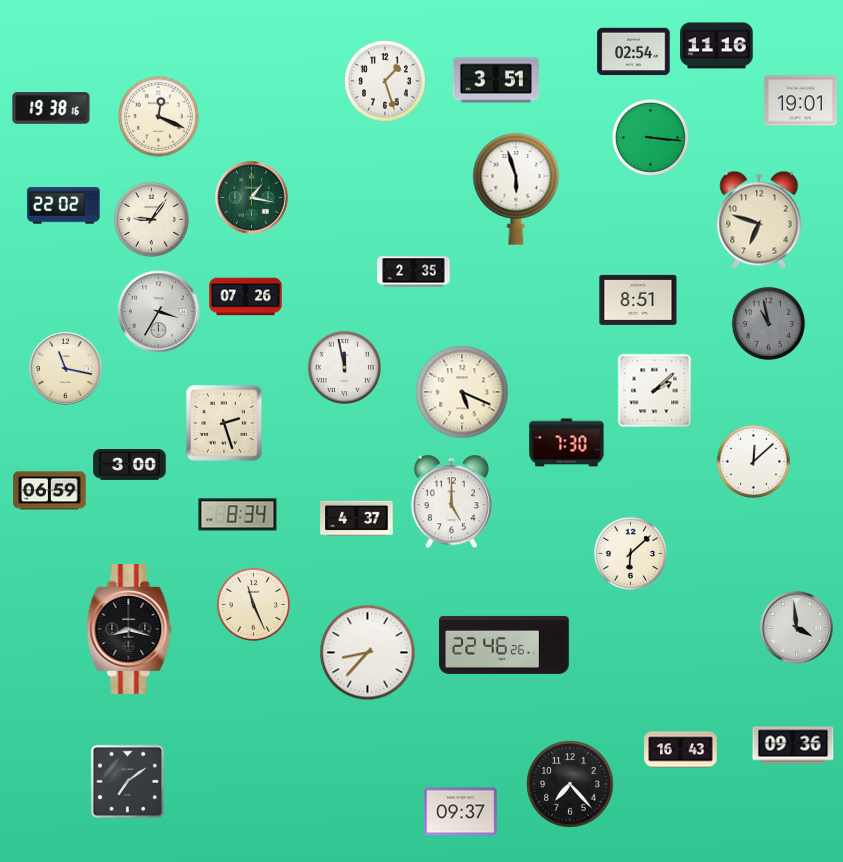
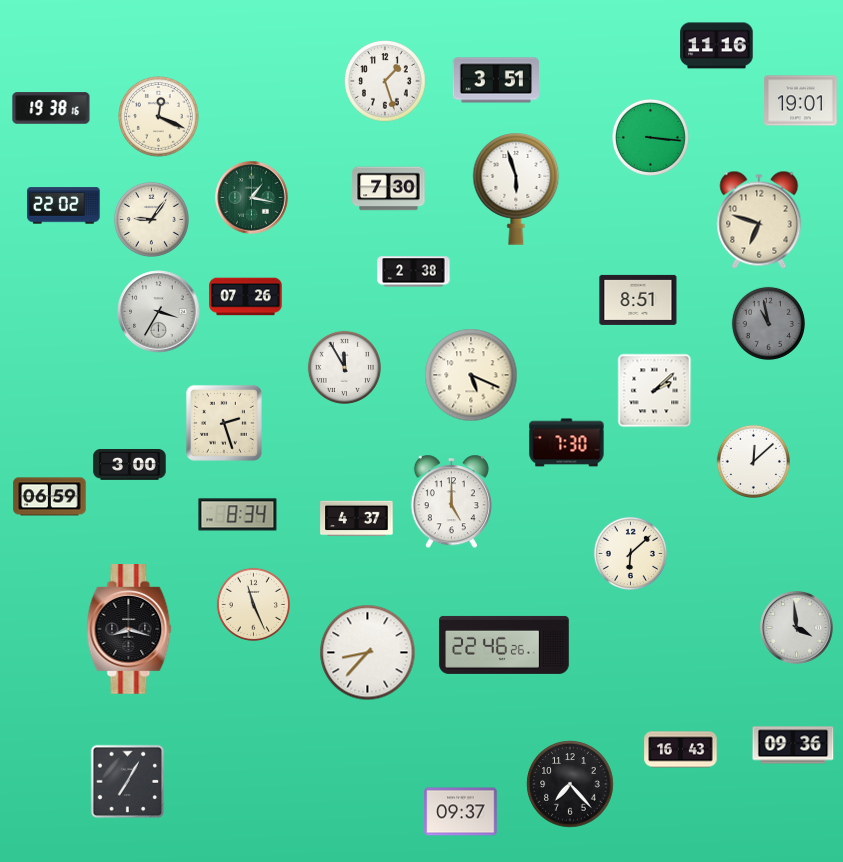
clock at (634, 52): 02:54 -> none
clock at (389, 189): none -> 7:30
clock at (414, 272): 2:35 -> 2:38
clock at (344, 367): 11:58 -> 11:55
clock at (66, 369): 11:17 -> none
clock at (462, 392) position: (462, 392) -> (471, 375)
clock at (50, 491) position: (50, 491) -> (50, 497)
clock at (128, 782): 7:09 -> 7:05
